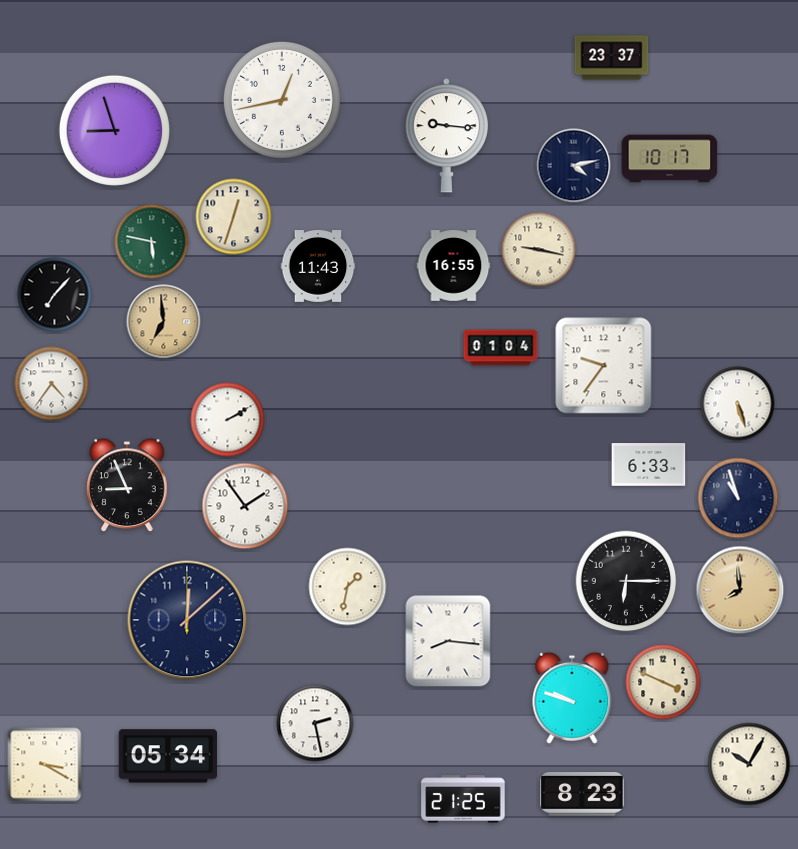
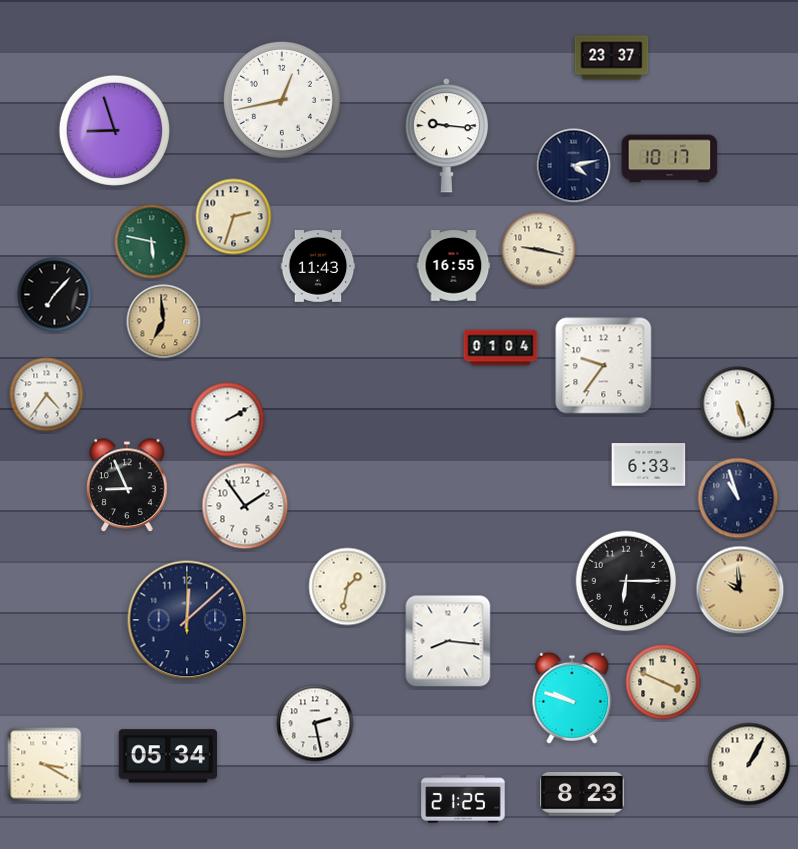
clock at (234, 217): 12:33 -> 2:33
clock at (52, 384) position: (52, 384) -> (47, 395)
clock at (740, 590): 7:59 -> 9:59
clock at (749, 764): 10:05 -> 1:05
